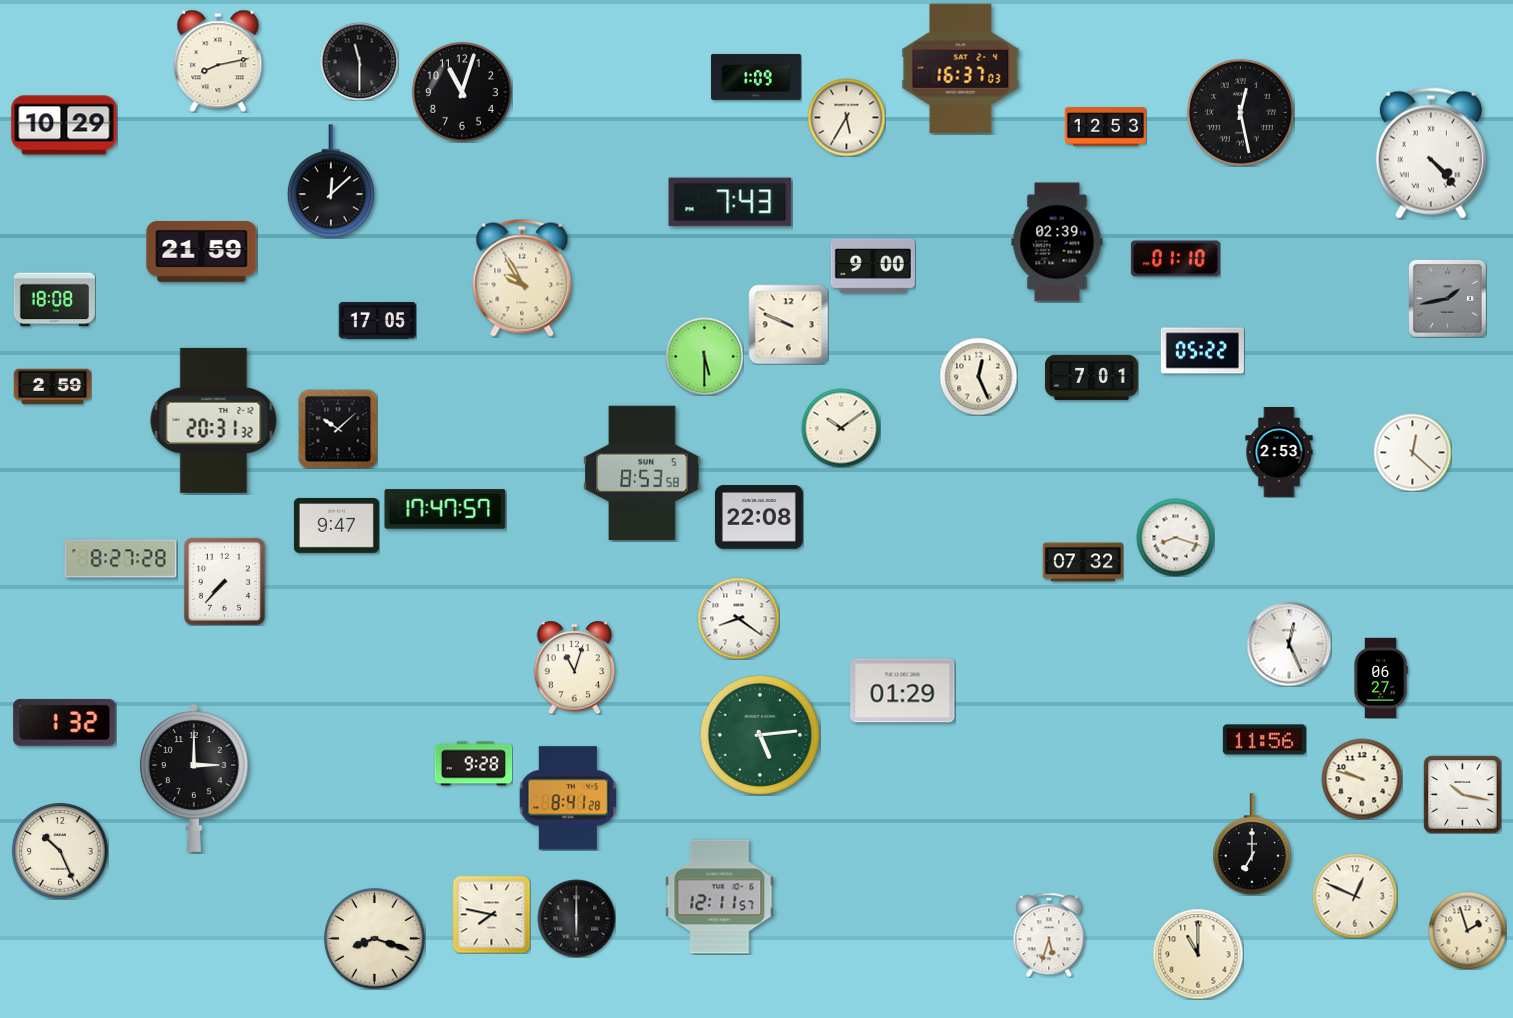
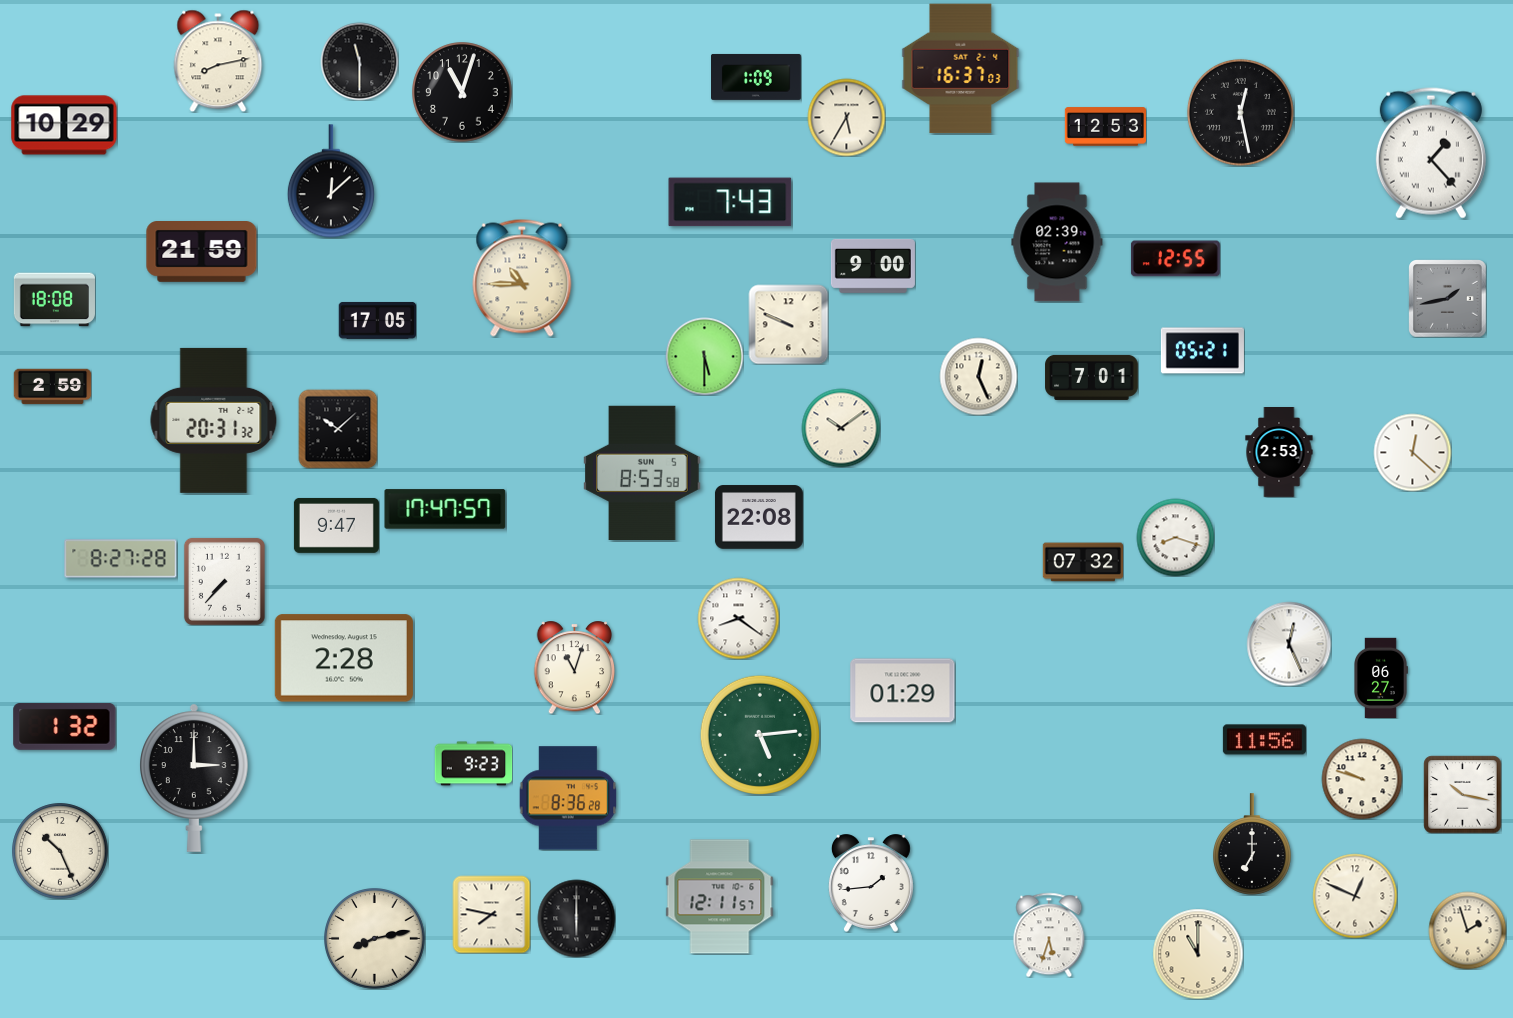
clock at (1431, 153): 4:23 -> 1:23
clock at (1175, 259): 01:10 -> 12:55
clock at (522, 278): 9:55 -> 10:45
clock at (1202, 351): 05:22 -> 05:21
clock at (344, 658): none -> 2:28
clock at (65, 722) position: (65, 722) -> (65, 726)
clock at (473, 764): 9:28 -> 9:23
clock at (568, 798): 8:41 -> 8:36
clock at (871, 883): none -> 1:44
clock at (375, 939): 8:18 -> 8:13
